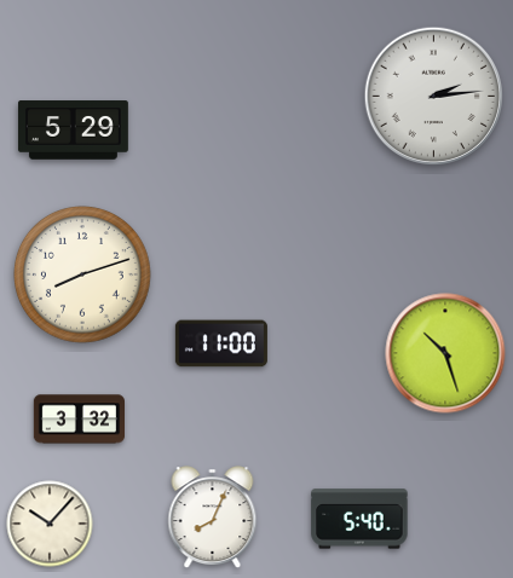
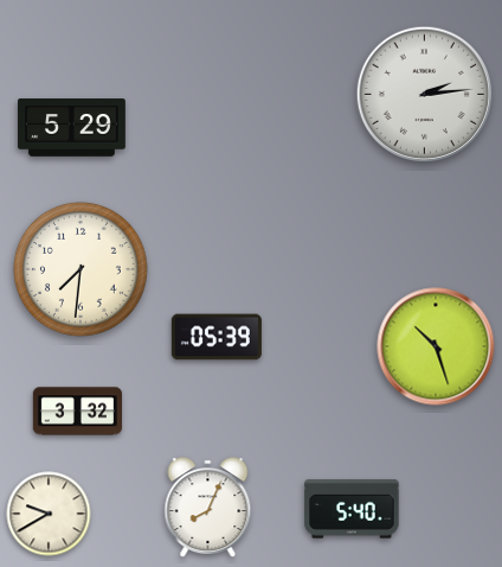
clock at (83, 276): 8:12 -> 7:31
clock at (221, 343): 11:00 -> 05:39
clock at (50, 524): 10:07 -> 9:40
